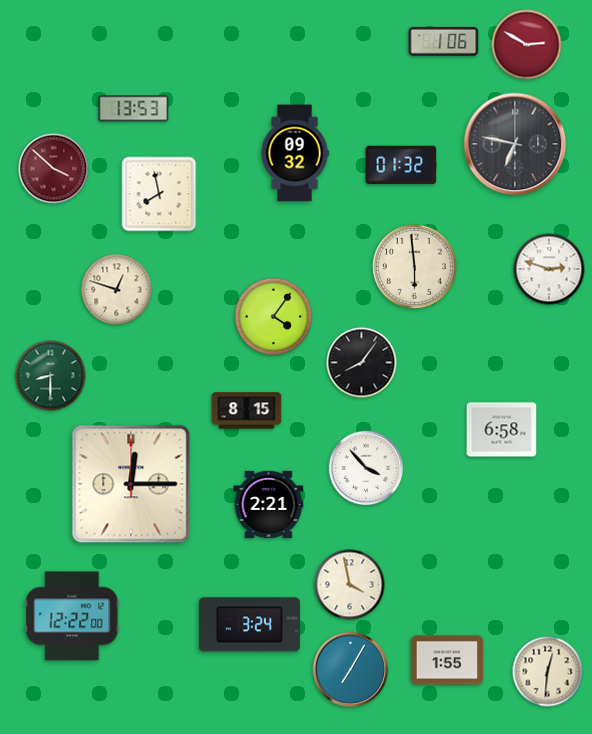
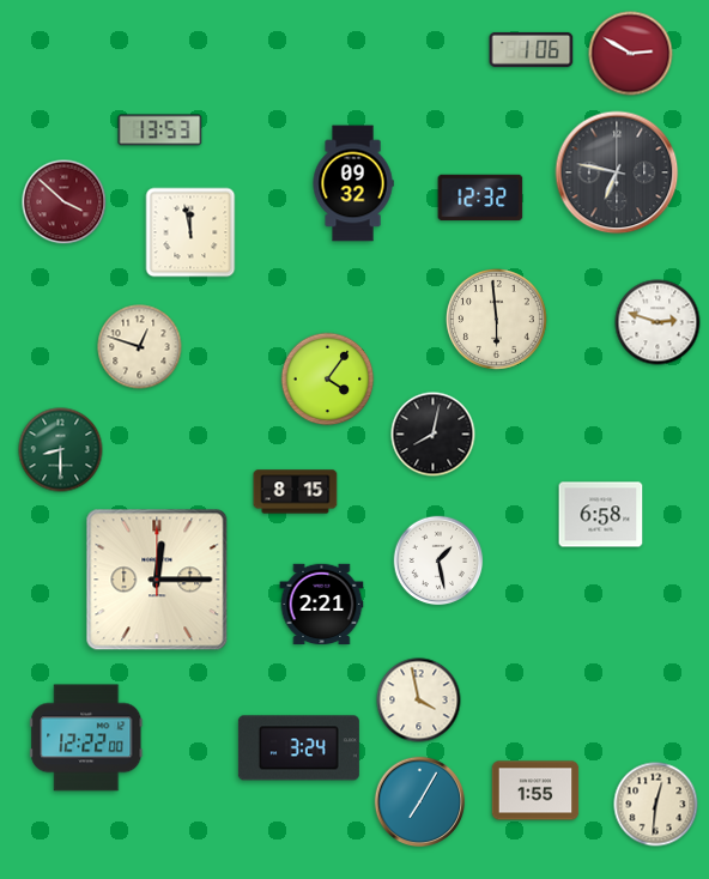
clock at (401, 165): 01:32 -> 12:32
clock at (159, 194): 7:58 -> 11:58
clock at (362, 363): 8:06 -> 8:02
clock at (366, 468): 3:53 -> 1:28
